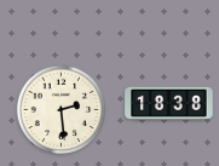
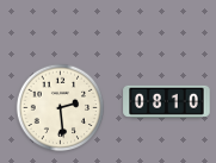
clock at (169, 103): 18:38 -> 08:10
